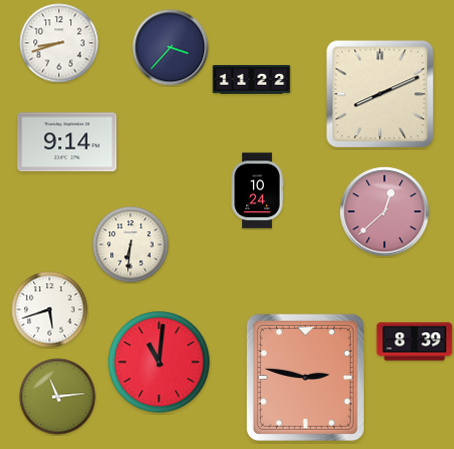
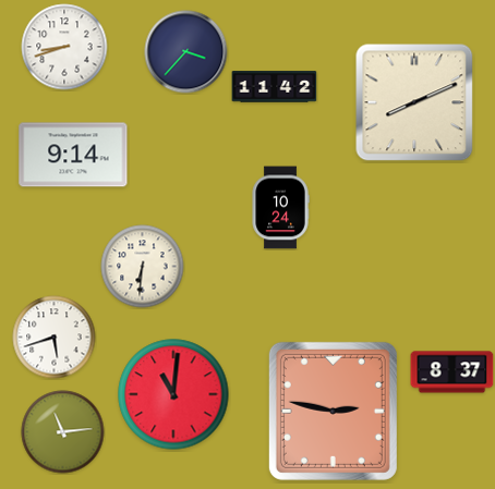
clock at (252, 80): 11:22 -> 11:42
clock at (385, 212): 12:38 -> none
clock at (415, 342): 8:39 -> 8:37
